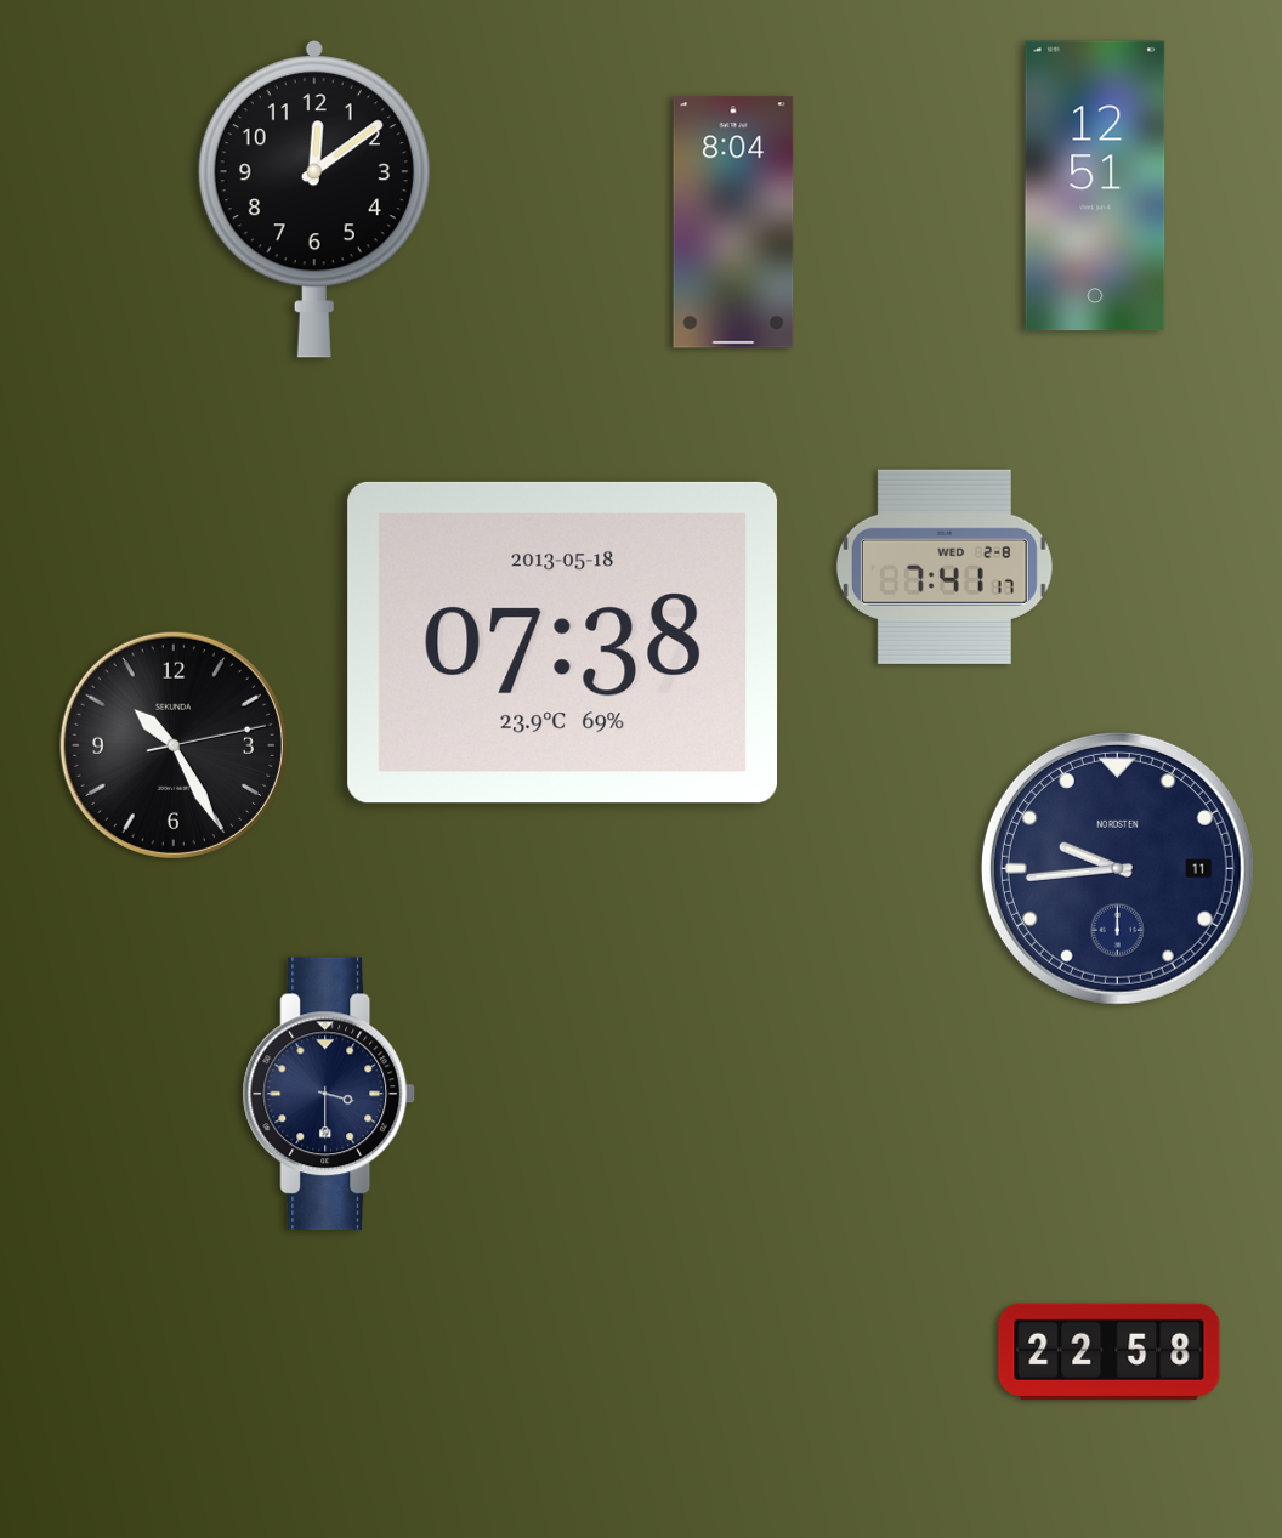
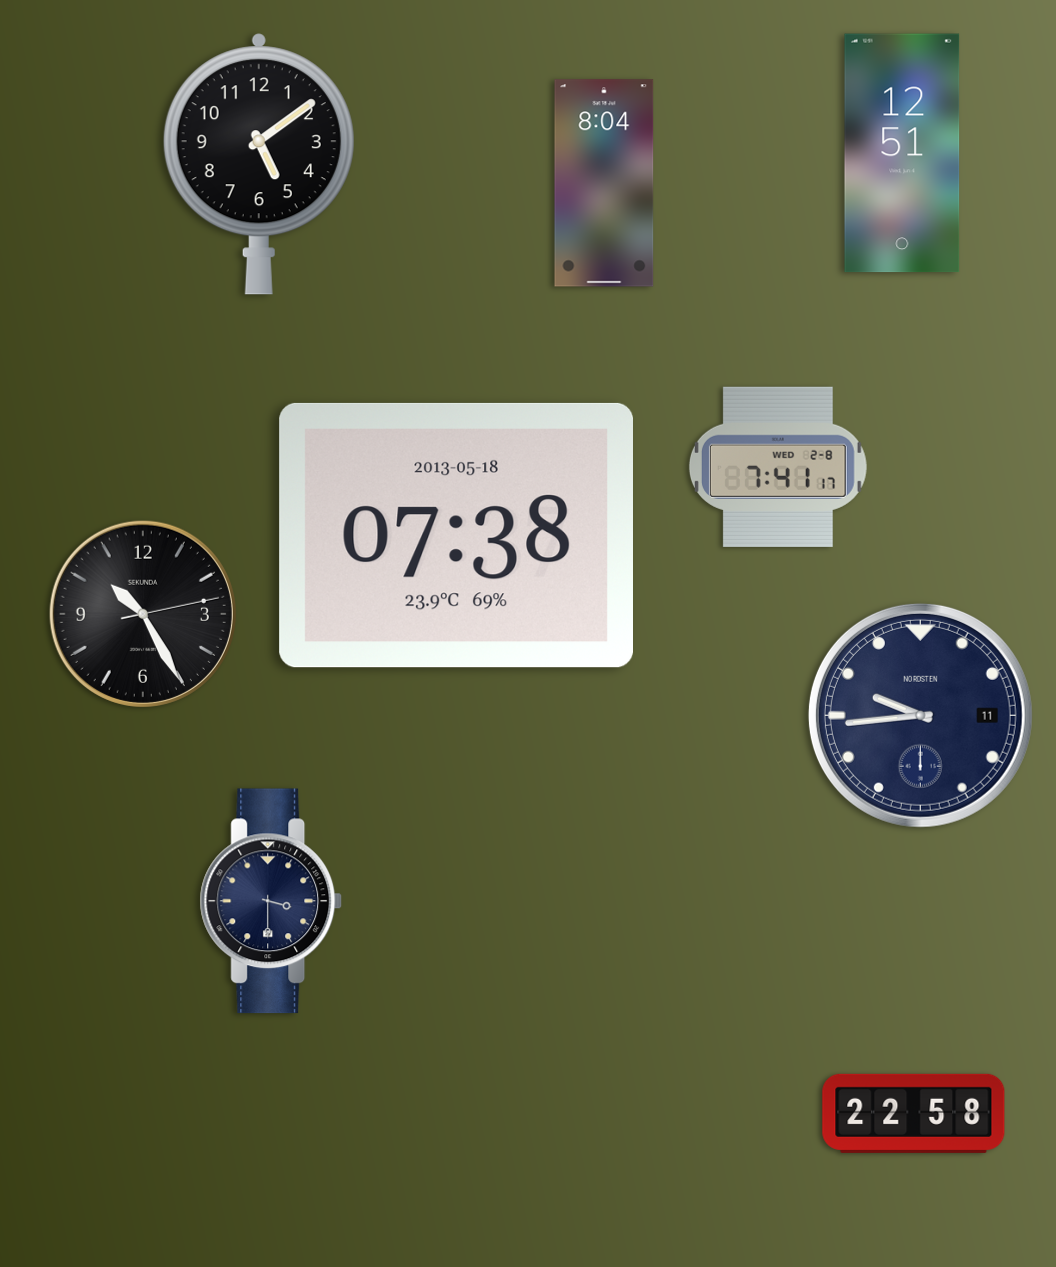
clock at (314, 199): 12:09 -> 5:09
clock at (562, 642) position: (562, 642) -> (456, 535)
